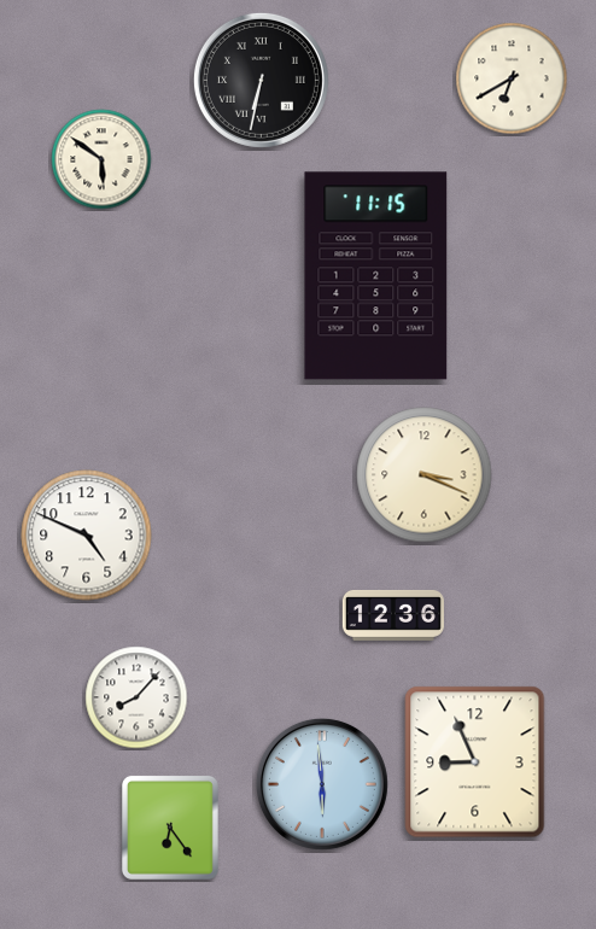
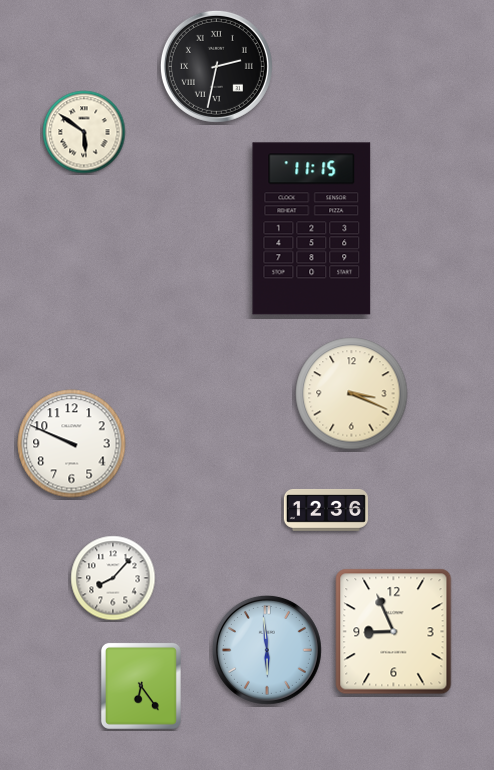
clock at (512, 78): 6:40 -> none
clock at (261, 80): 6:32 -> 2:32
clock at (87, 536): 4:49 -> 9:49
